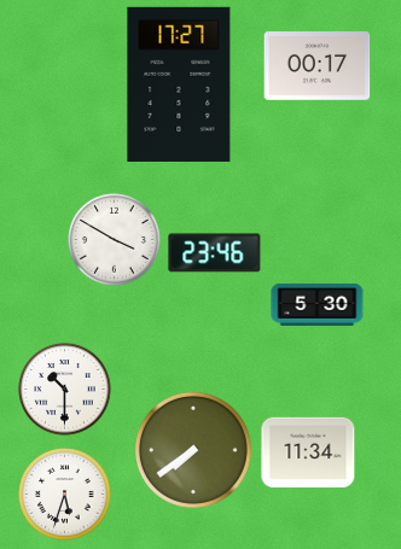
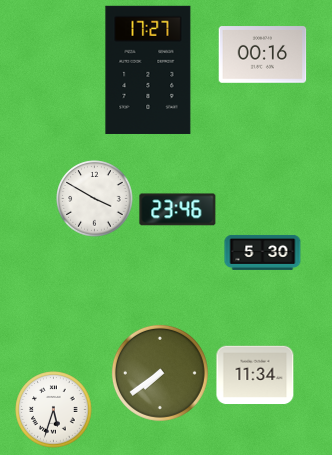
clock at (318, 66): 00:17 -> 00:16
clock at (65, 390): 10:30 -> none
